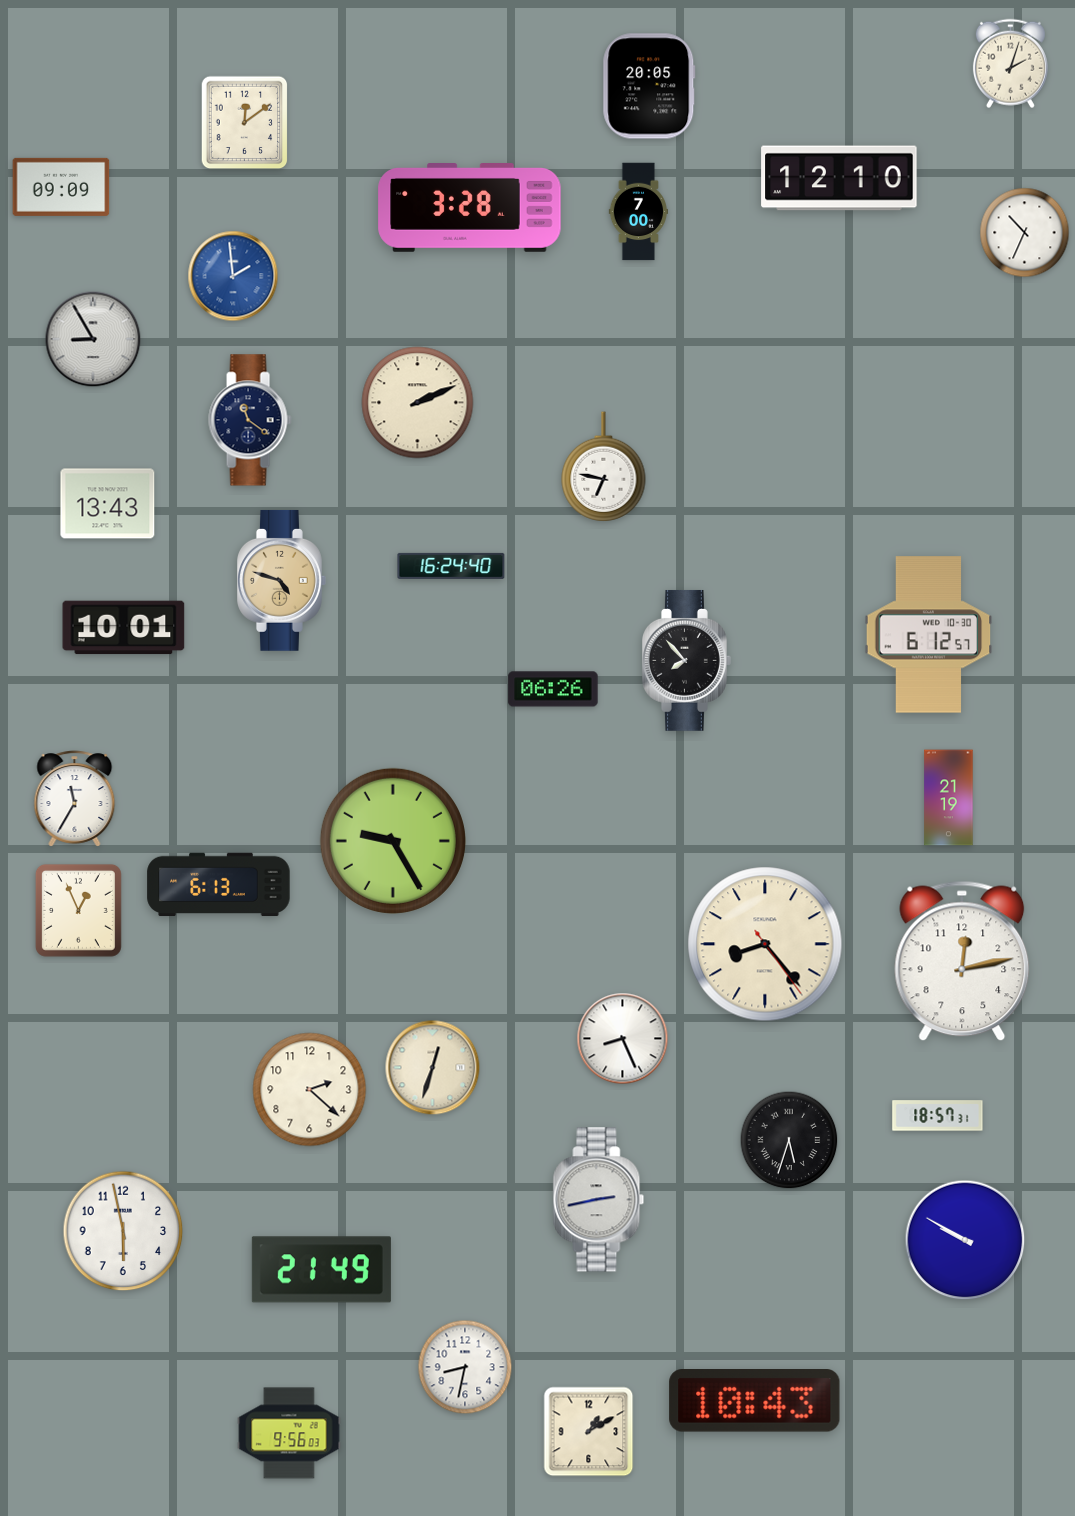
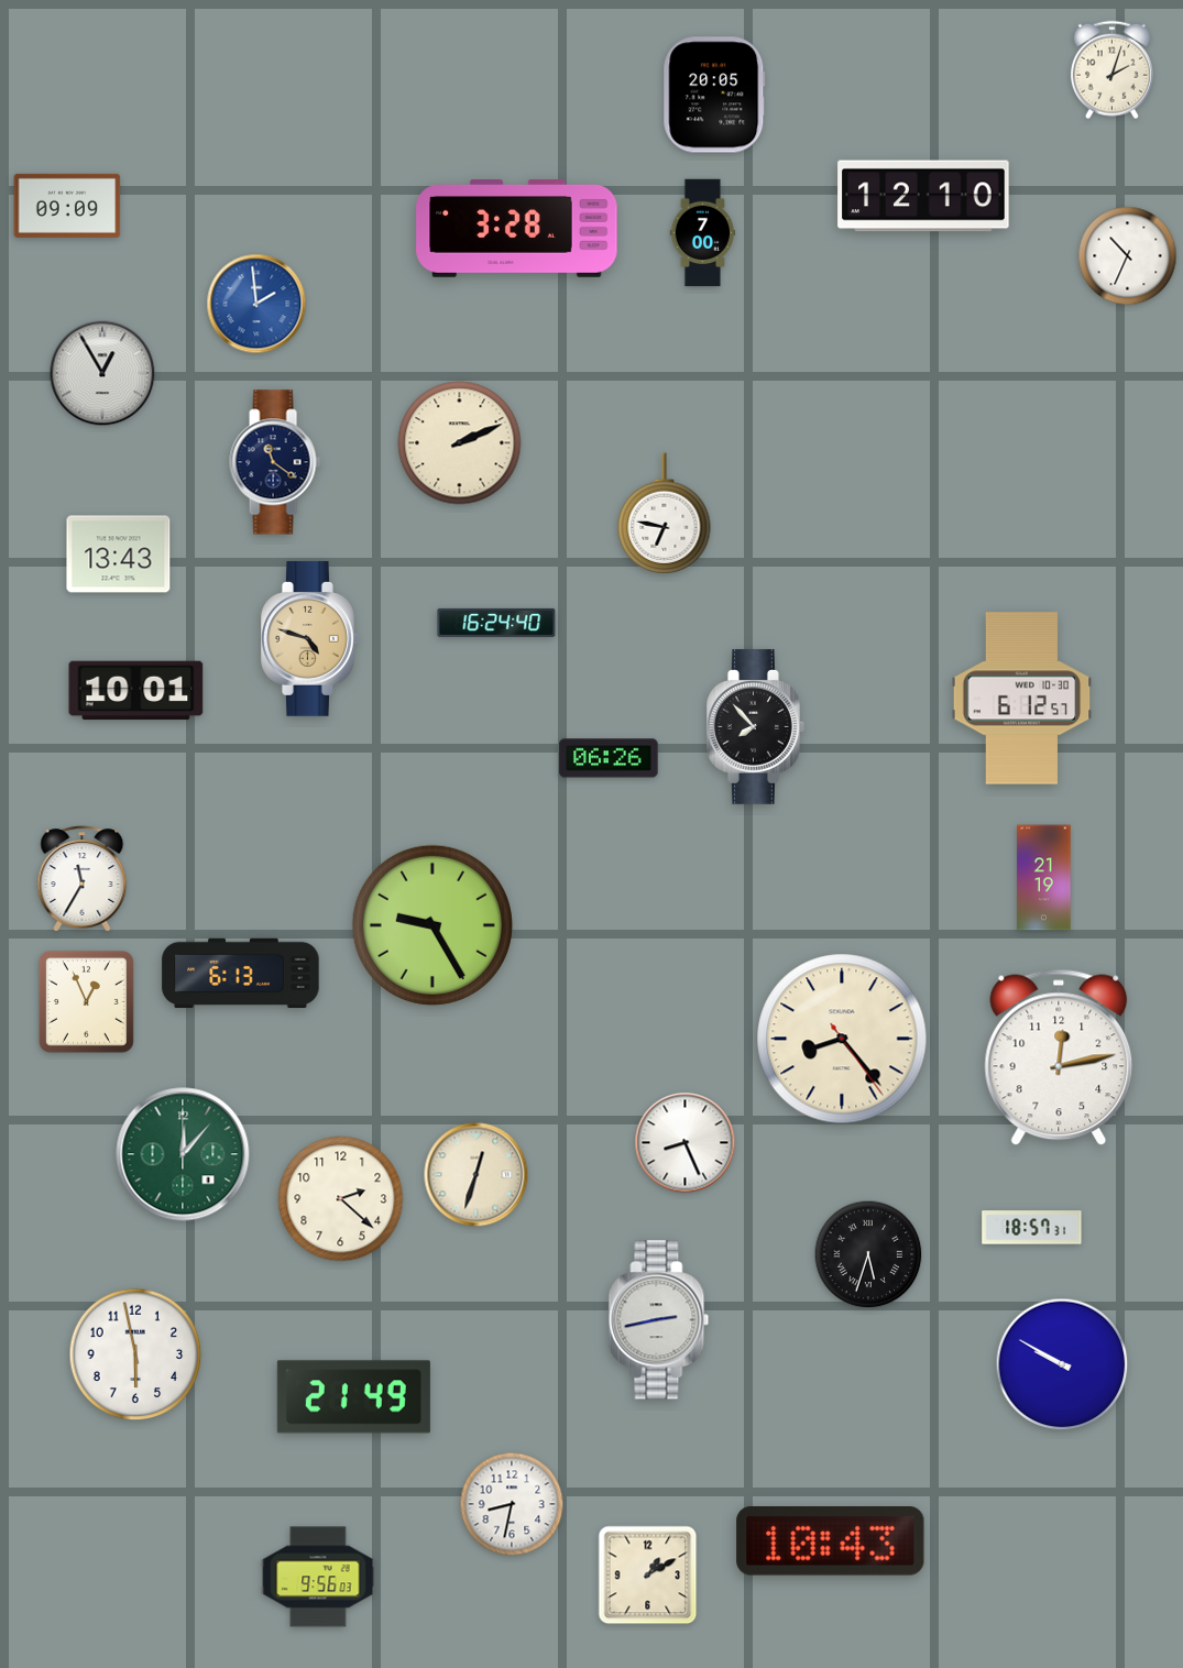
clock at (245, 123): 12:09 -> none
clock at (93, 339): 8:55 -> 12:55
clock at (183, 1154): none -> 12:07
